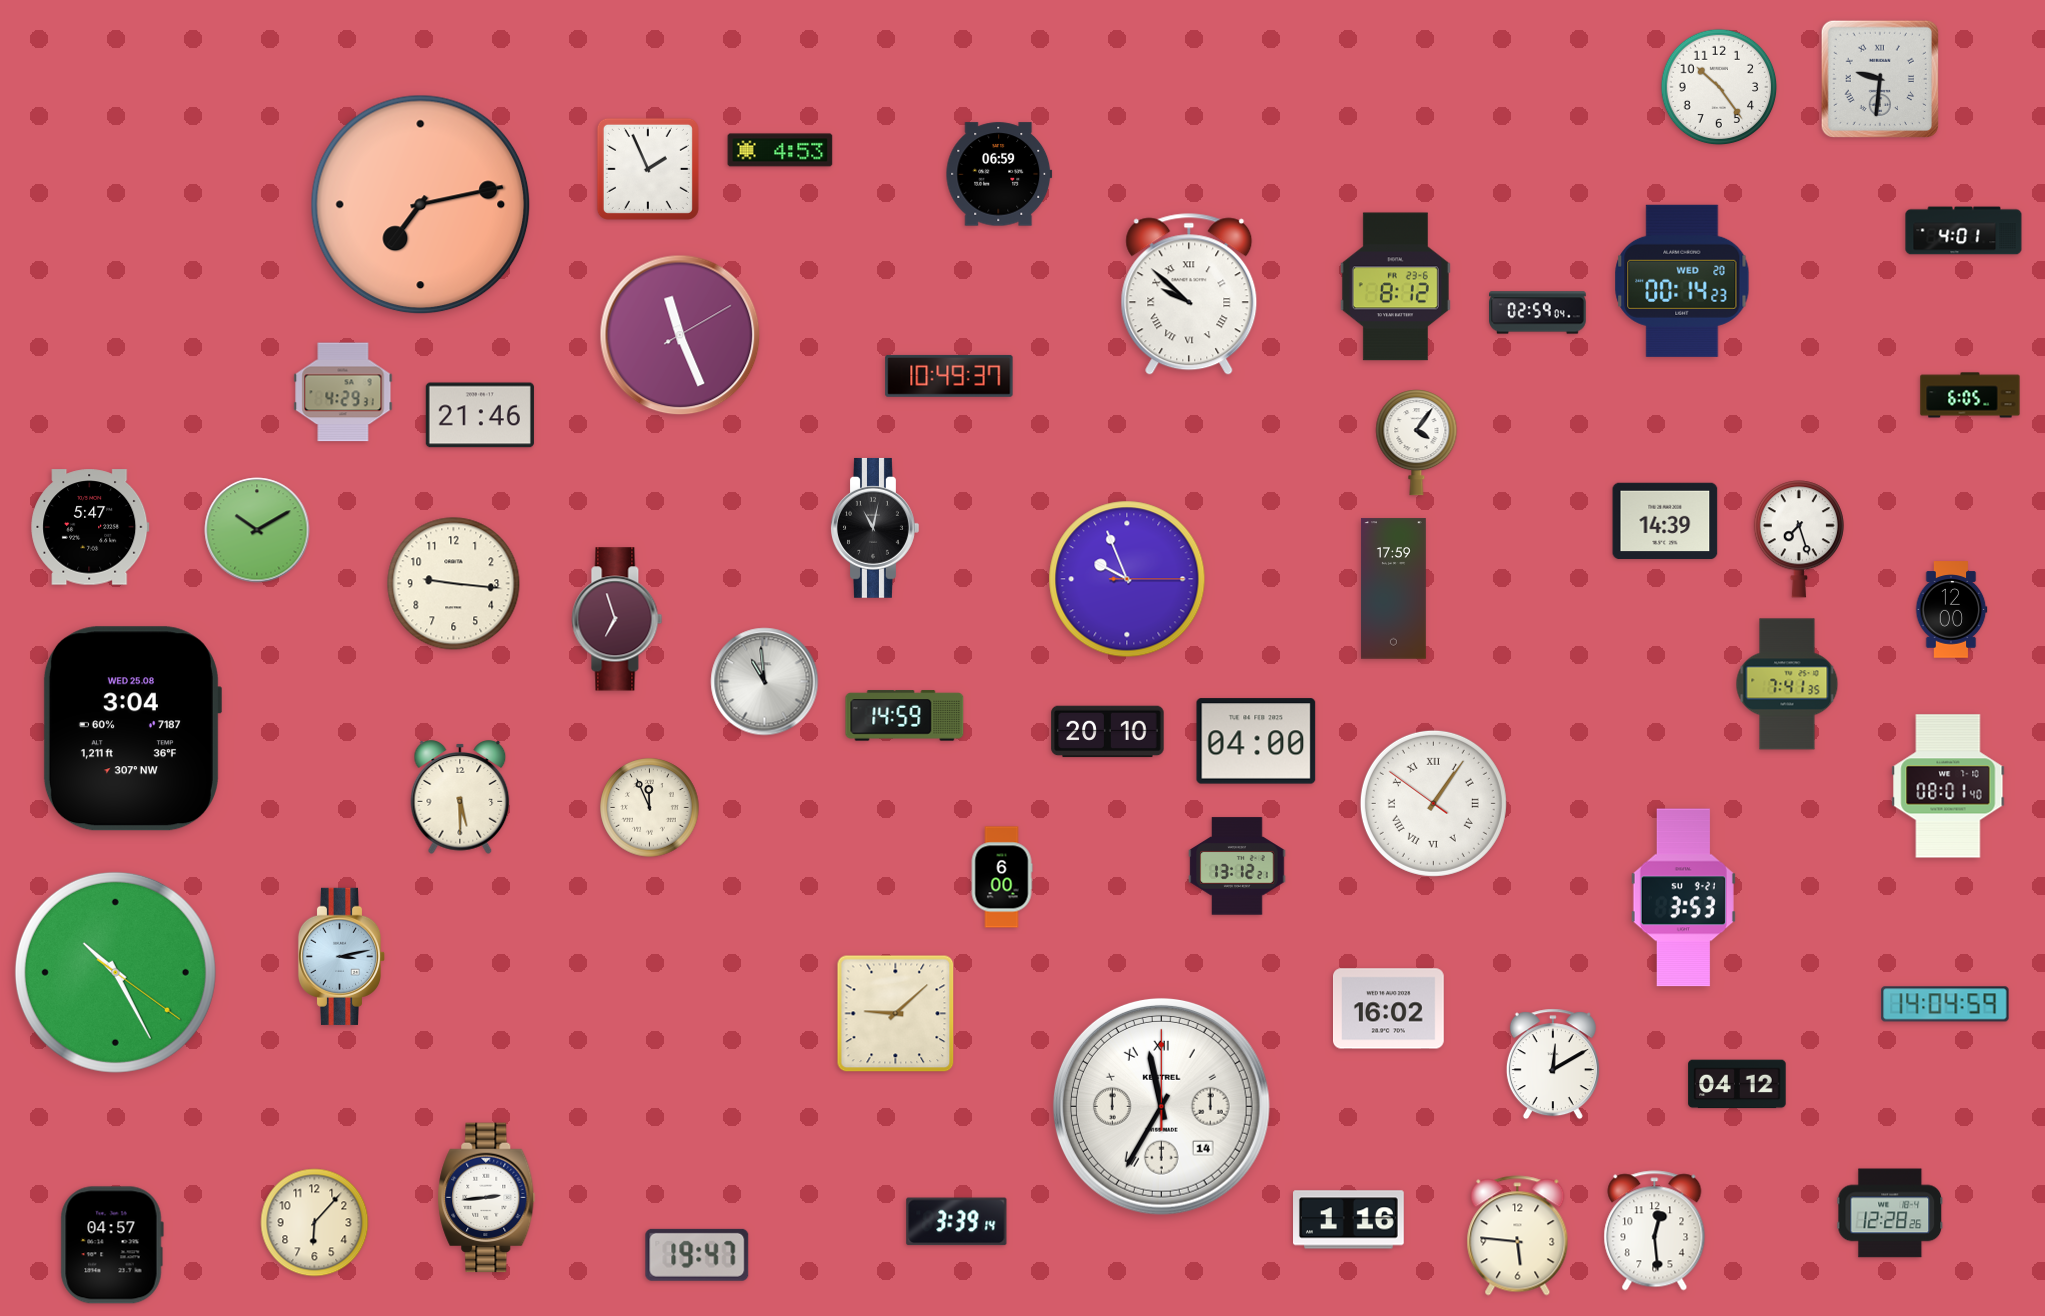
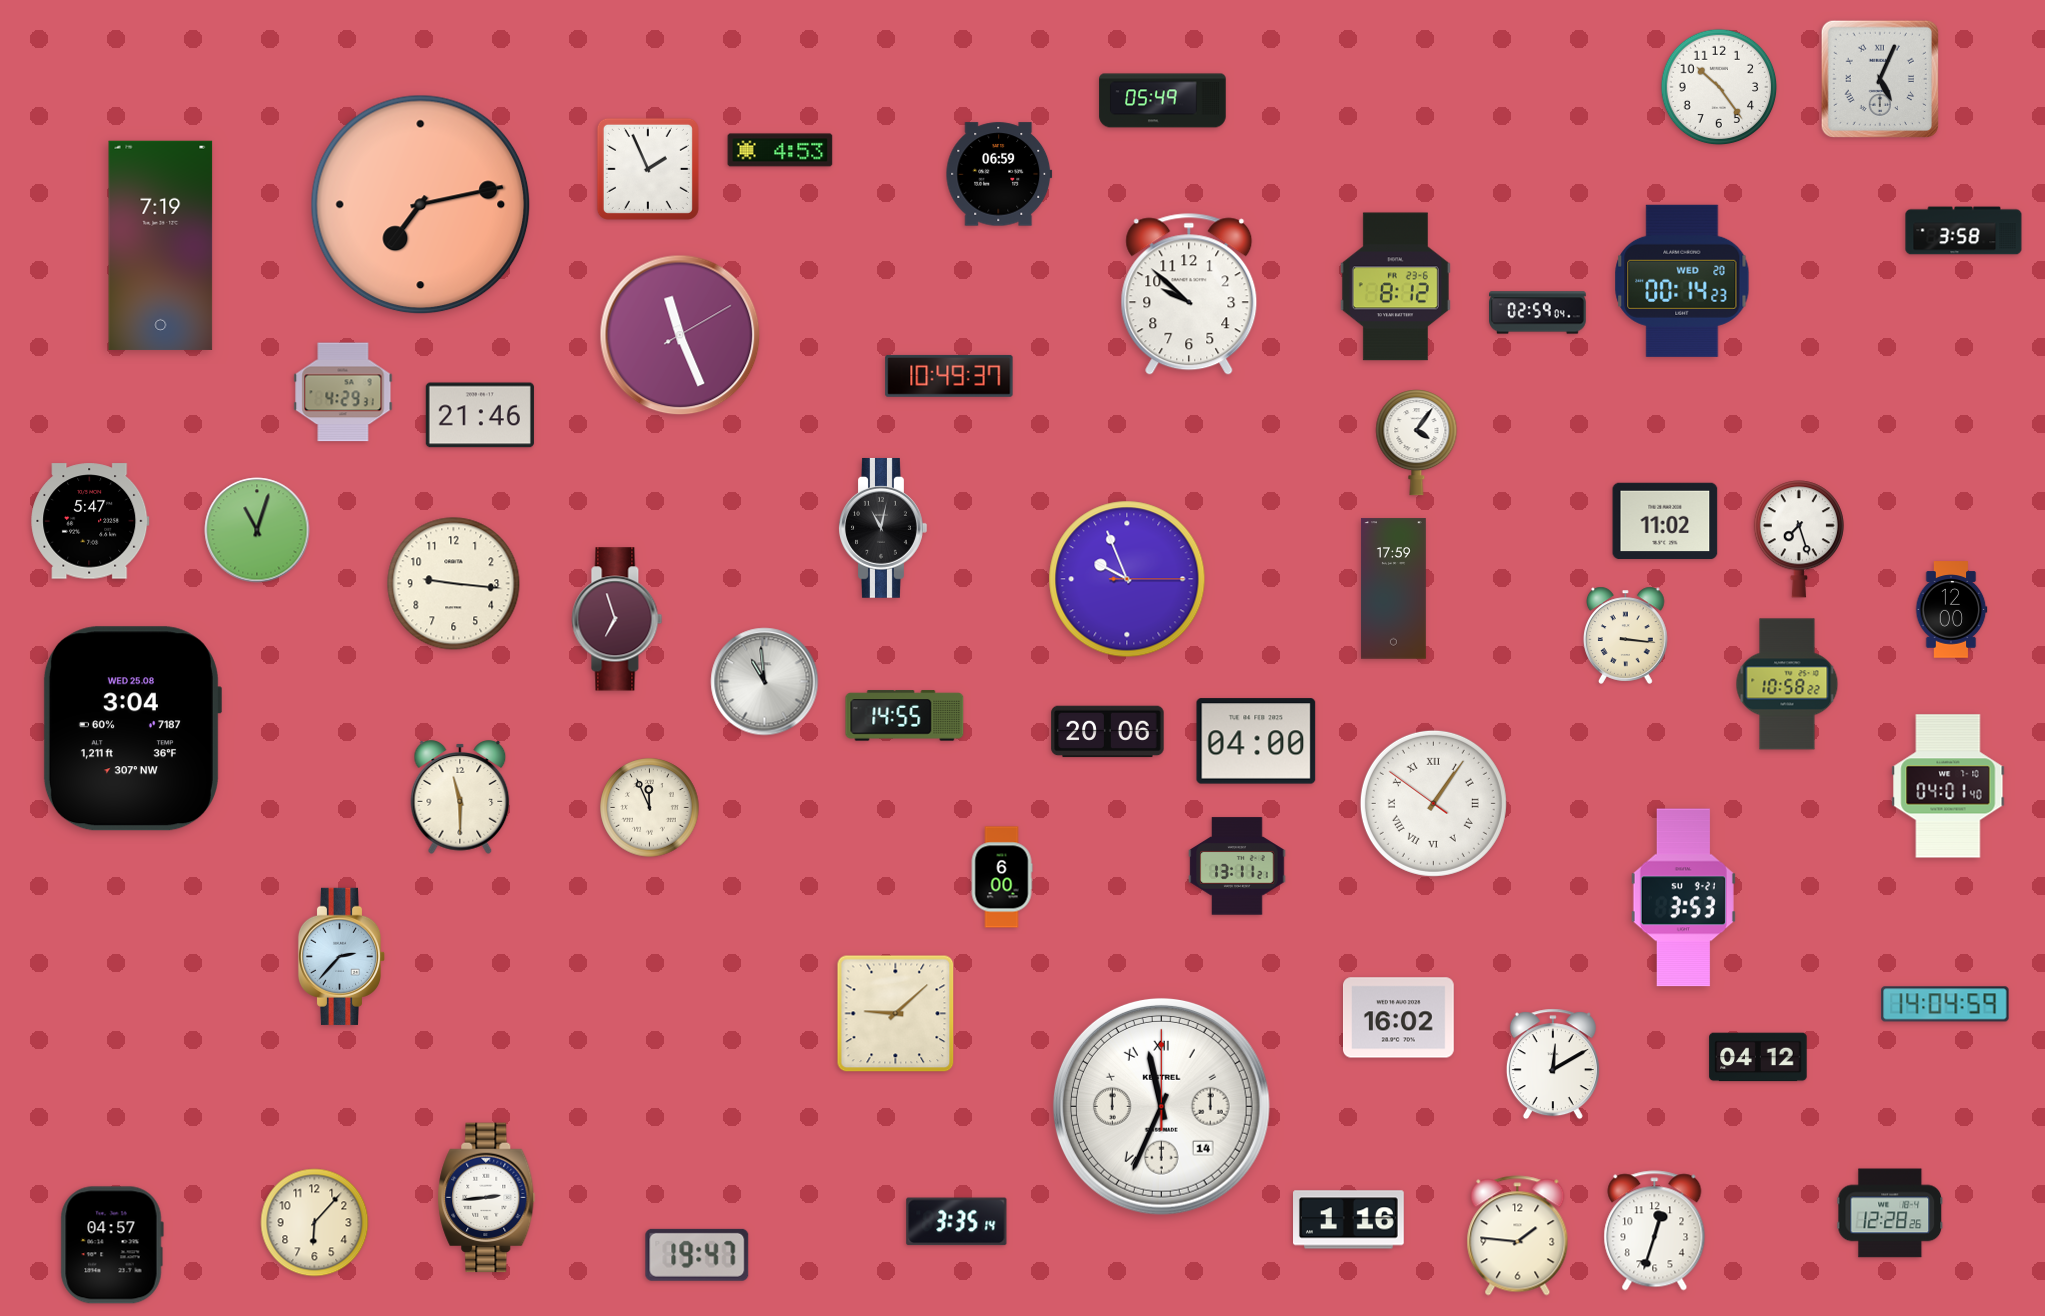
clock at (1879, 78): 9:31 -> 5:04
clock at (1163, 101): none -> 05:49
clock at (1964, 231): 4:01 -> 3:58
clock at (161, 245): none -> 7:19
clock at (1189, 294) numerals: Roman -> Arabic
clock at (1970, 395): 6:05 -> none
clock at (1665, 521): 14:39 -> 11:02
clock at (90, 527) position: (90, 527) -> (90, 521)
clock at (875, 528) position: (875, 528) -> (883, 528)
clock at (257, 530): 10:10 -> 11:03
clock at (1626, 635): none -> 3:16
clock at (1787, 684): 7:41 -> 10:58
clock at (905, 716): 14:59 -> 14:55
clock at (1108, 732): 20:10 -> 20:06
clock at (1948, 786): 08:01 -> 04:01
clock at (460, 797): 5:30 -> 11:30
clock at (1237, 866): 13:12 -> 13:11
clock at (342, 956): 3:13 -> 2:37
clock at (115, 972): 10:25 -> none
clock at (1389, 1009) position: (1389, 1009) -> (1399, 1018)
clock at (1737, 1084) position: (1737, 1084) -> (1758, 1057)
clock at (1161, 1106): 11:35 -> 11:34
clock at (957, 1222): 3:39 -> 3:35
clock at (1655, 1231): 12:29 -> 12:33
clock at (1518, 1236): 5:46 -> 1:46
